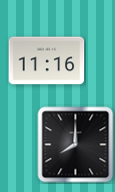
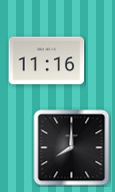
clock at (76, 145) position: (76, 145) -> (72, 148)
